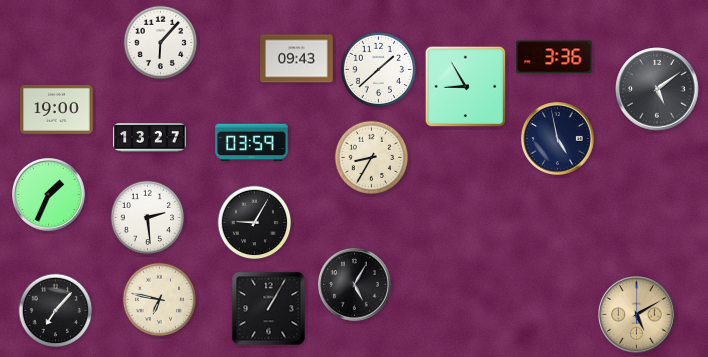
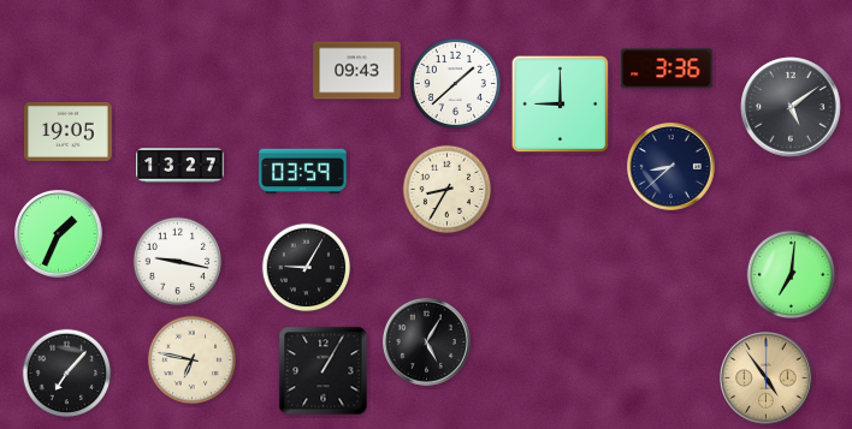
clock at (161, 43): 6:07 -> none
clock at (466, 87): 8:55 -> 9:00
clock at (57, 109): 19:00 -> 19:05
clock at (558, 139): 4:58 -> 8:38
clock at (148, 218): 2:29 -> 9:17
clock at (792, 275): none -> 7:01
clock at (637, 315): 5:10 -> 4:54
